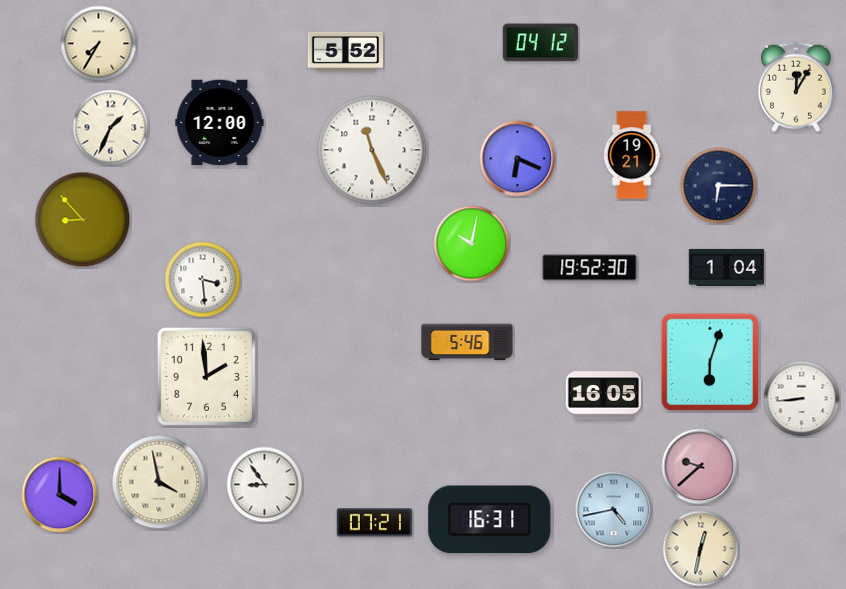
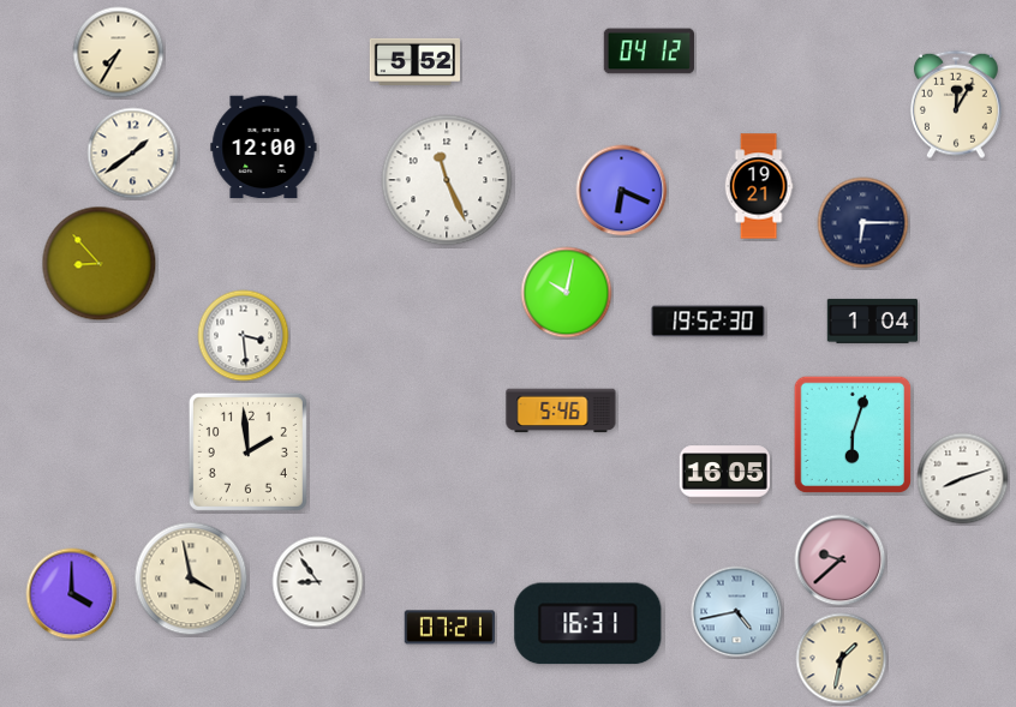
clock at (111, 128): 1:34 -> 1:39
clock at (802, 399): 8:44 -> 8:12
clock at (701, 549): 12:32 -> 1:32
